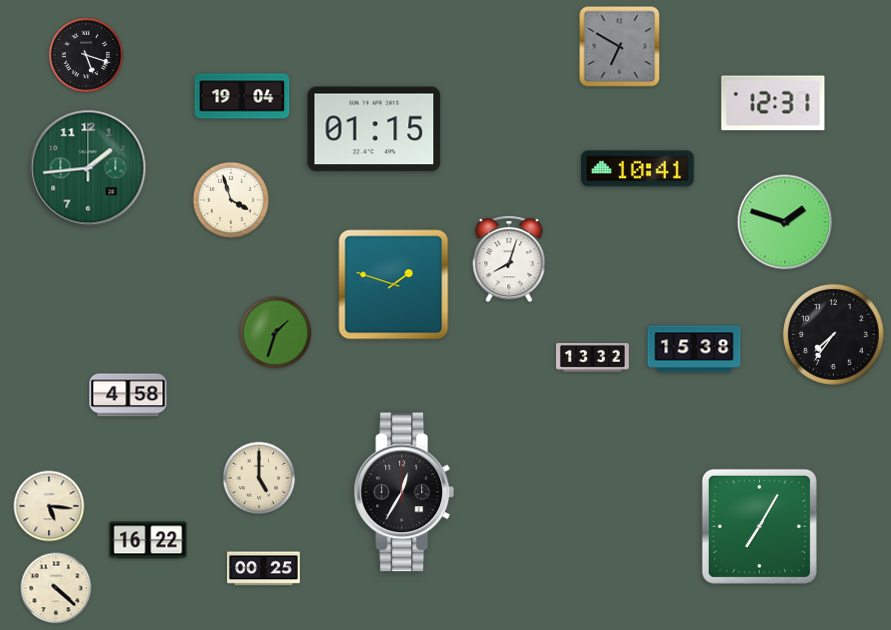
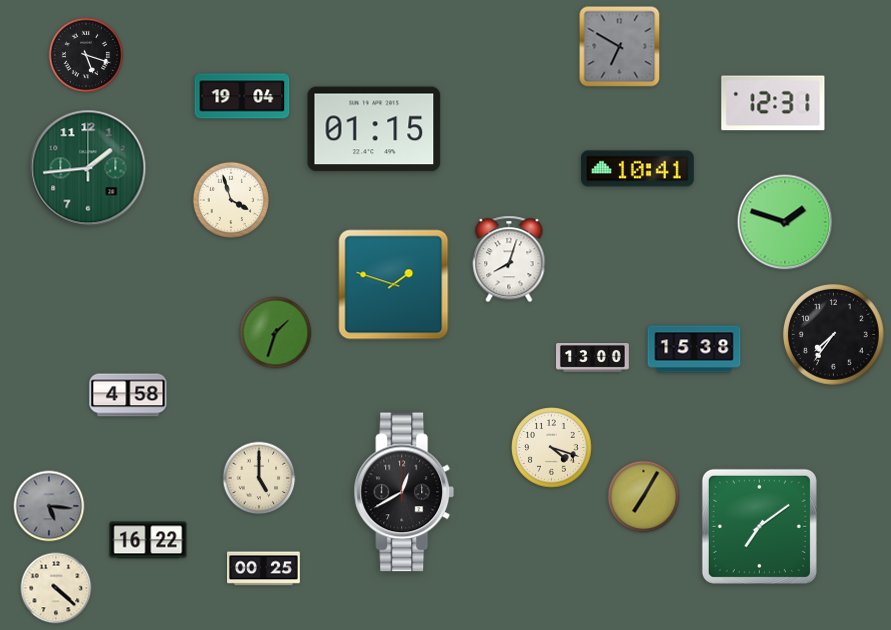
clock at (593, 358): 13:32 -> 13:00
clock at (552, 448): none -> 4:18
clock at (404, 492): 12:35 -> 12:40
clock at (644, 497): none -> 7:05
clock at (49, 506) dial: cream -> grey
clock at (759, 526): 7:05 -> 7:09
